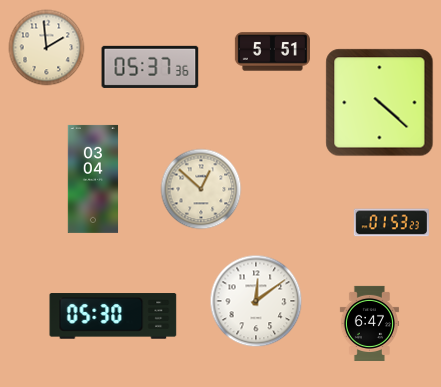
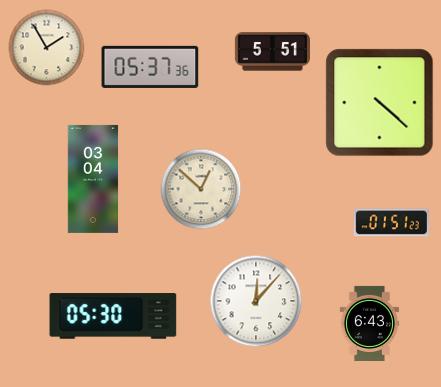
clock at (47, 48): 1:59 -> 1:55
clock at (391, 223): 01:53 -> 01:51
clock at (256, 301): 12:09 -> 12:07
clock at (369, 323): 6:47 -> 6:43
